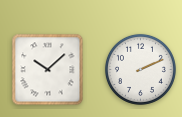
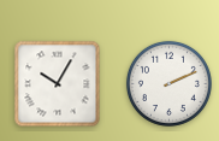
clock at (48, 70): 10:08 -> 10:05
